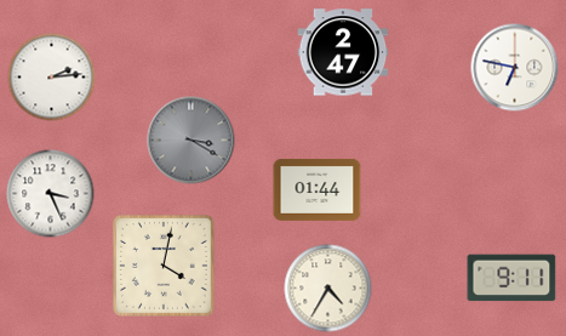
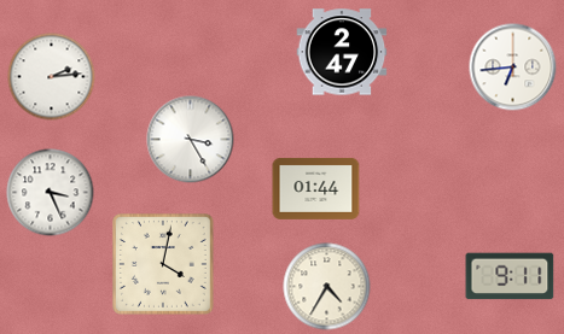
clock at (515, 68): 6:47 -> 6:44
clock at (191, 141): 3:20 -> 3:25
clock at (191, 141) dial: grey -> white
